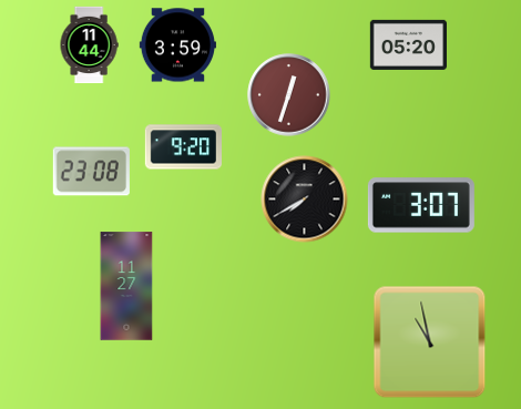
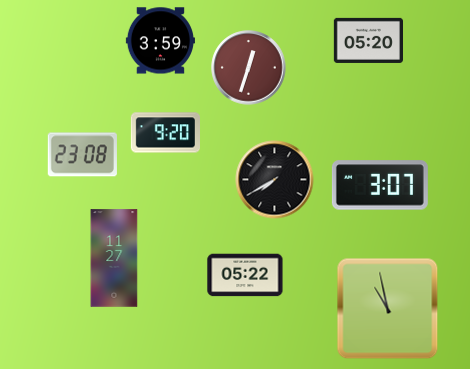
clock at (89, 44): 11:44 -> none
clock at (289, 95) position: (289, 95) -> (249, 68)
clock at (245, 275): none -> 05:22
